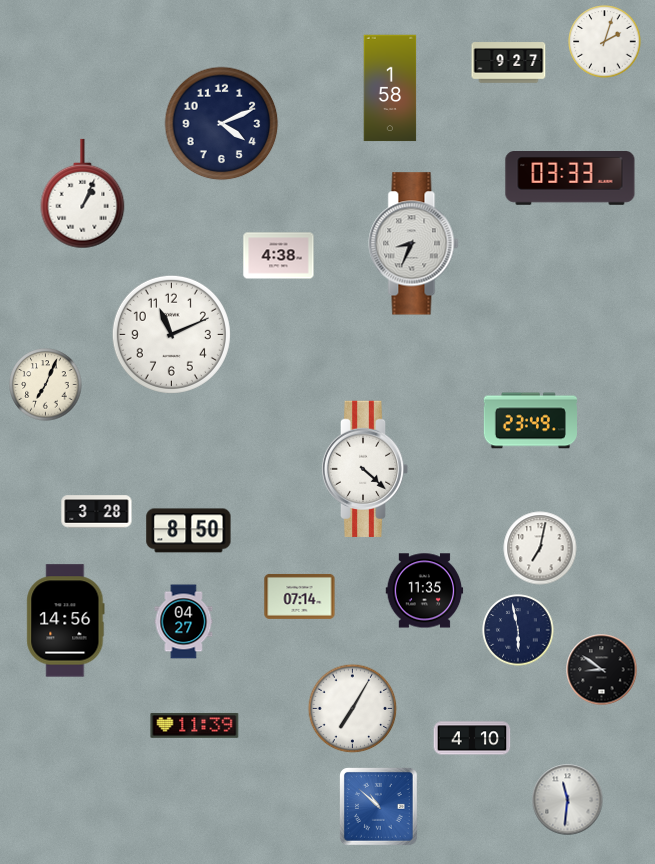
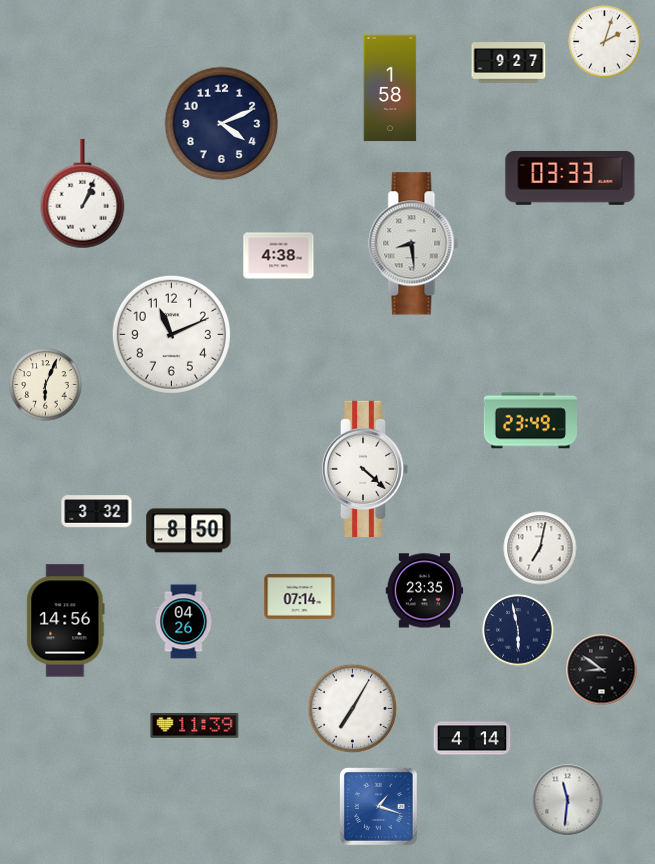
clock at (414, 244): 8:34 -> 8:29
clock at (46, 385): 7:04 -> 6:04
clock at (97, 512): 3:28 -> 3:32
clock at (425, 591): 11:35 -> 23:35
clock at (184, 622): 04:27 -> 04:26
clock at (472, 738): 4:10 -> 4:14
clock at (379, 807): 10:52 -> 1:18
